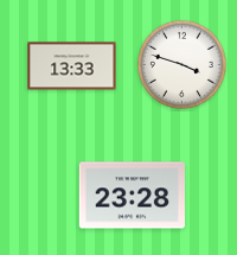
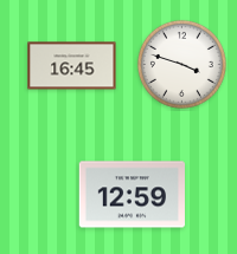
clock at (72, 66): 13:33 -> 16:45
clock at (132, 196): 23:28 -> 12:59
